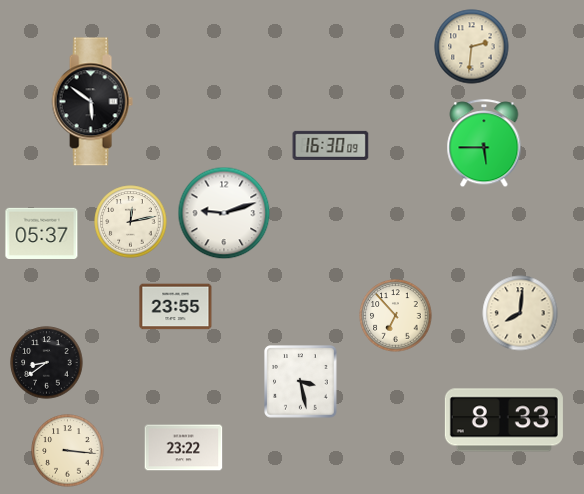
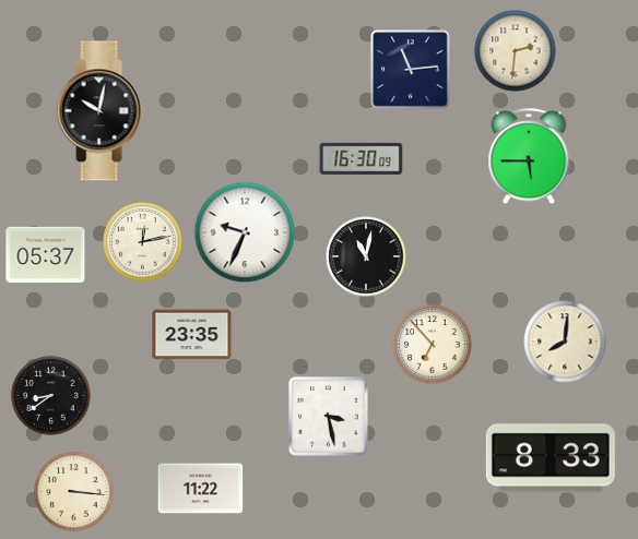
clock at (411, 70): none -> 11:14
clock at (92, 102): 5:51 -> 10:02
clock at (224, 213): 9:12 -> 9:34
clock at (366, 256): none -> 11:02
clock at (176, 307): 23:55 -> 23:35
clock at (520, 313) position: (520, 313) -> (565, 342)
clock at (184, 448): 23:22 -> 11:22
